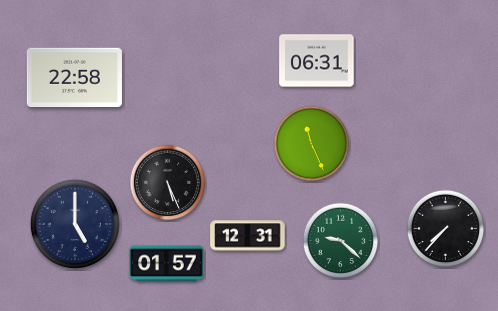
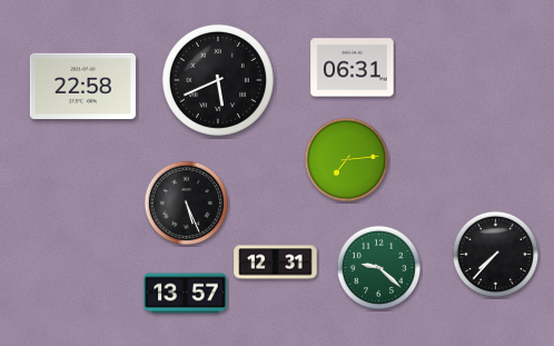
clock at (218, 80): none -> 5:41
clock at (312, 144): 11:26 -> 7:14
clock at (75, 224): 5:00 -> none
clock at (167, 264): 01:57 -> 13:57
